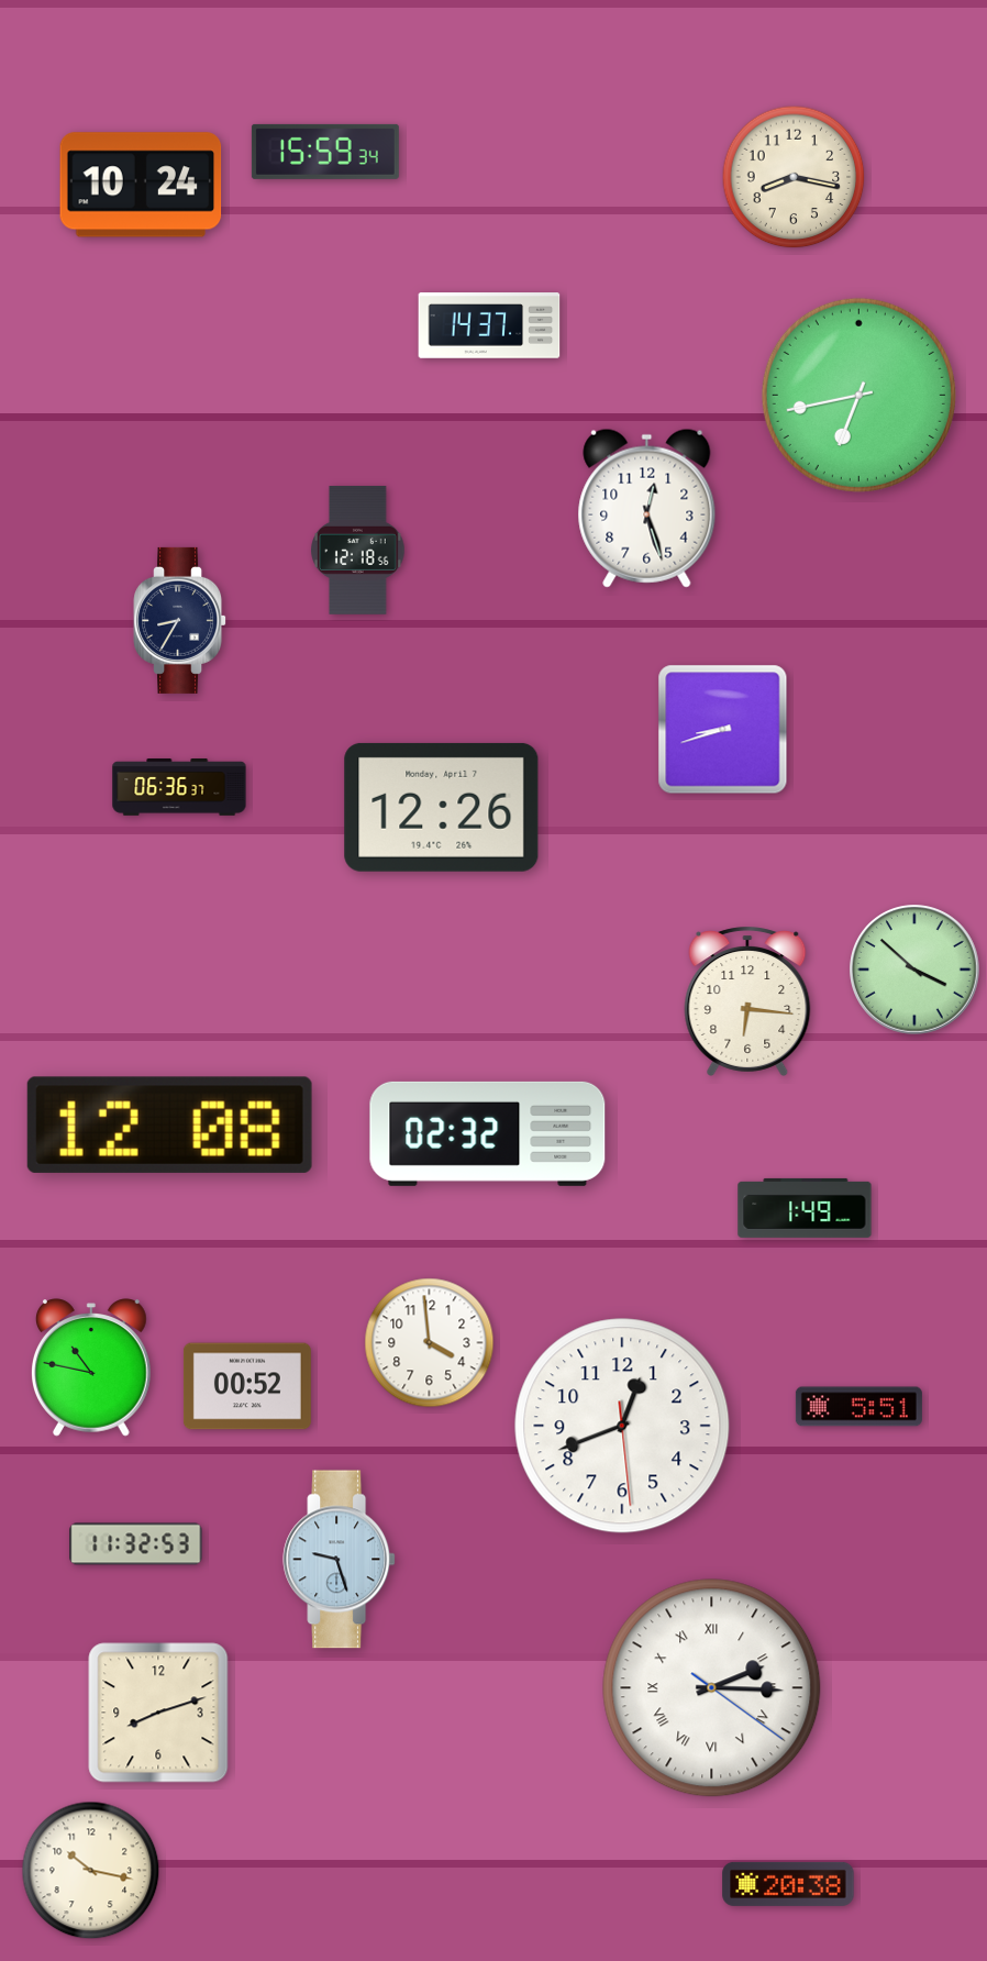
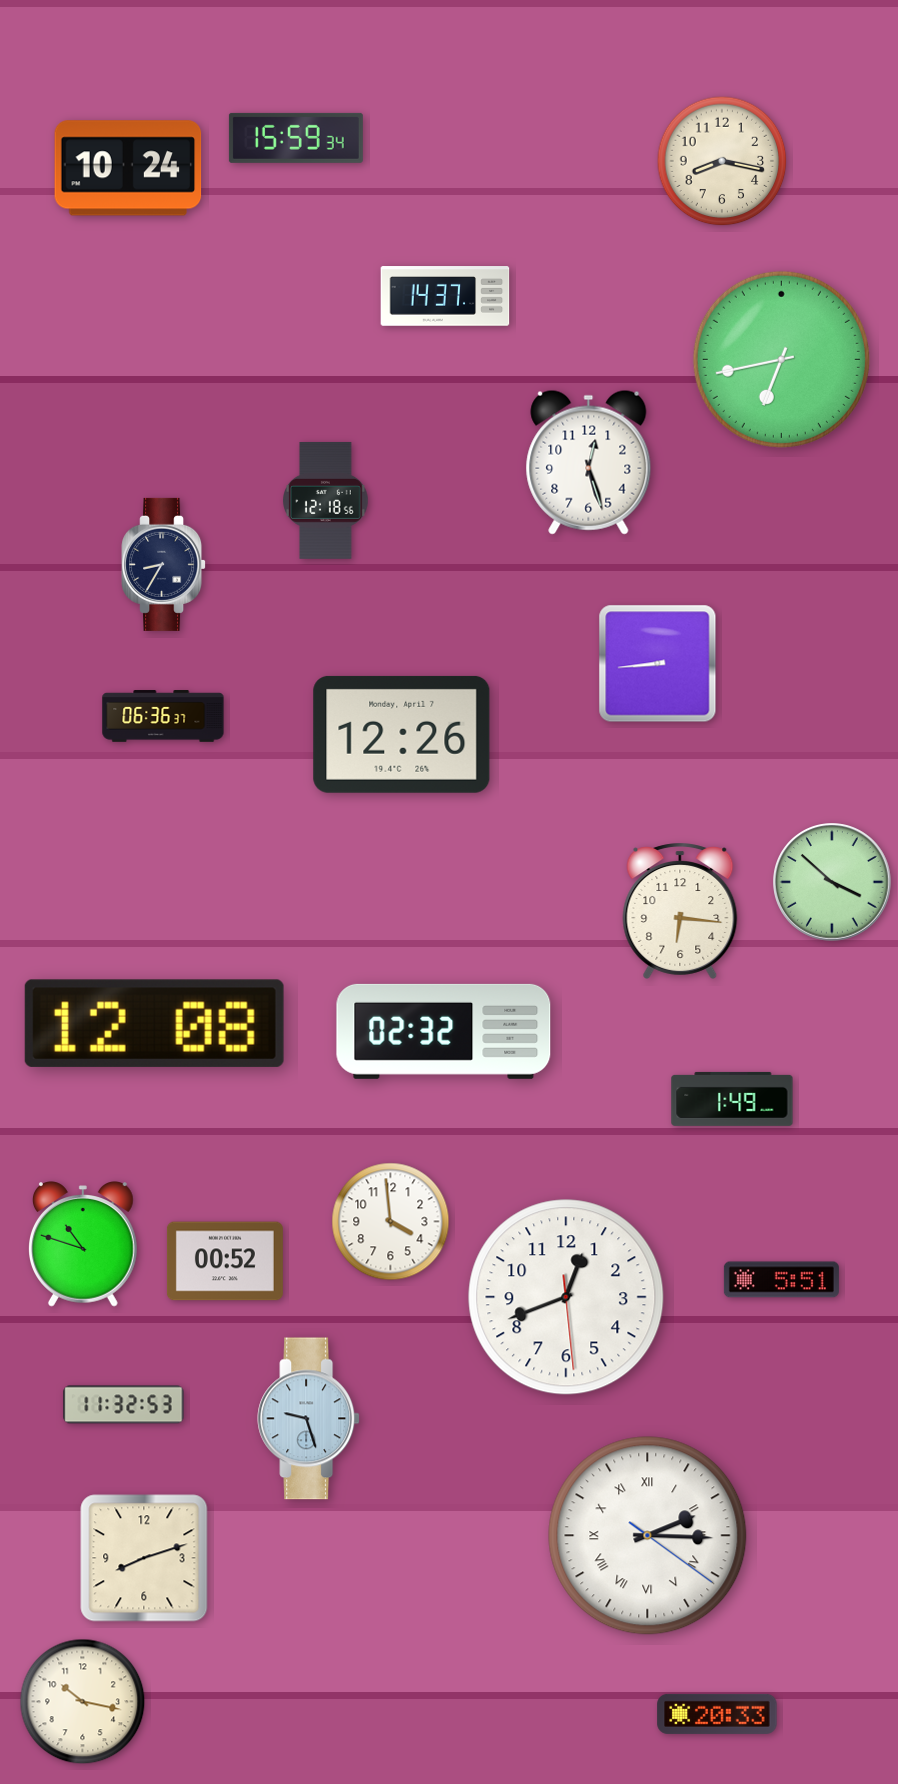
clock at (723, 730): 8:42 -> 8:44
clock at (92, 1367): 10:47 -> 10:48
clock at (788, 1884): 20:38 -> 20:33
